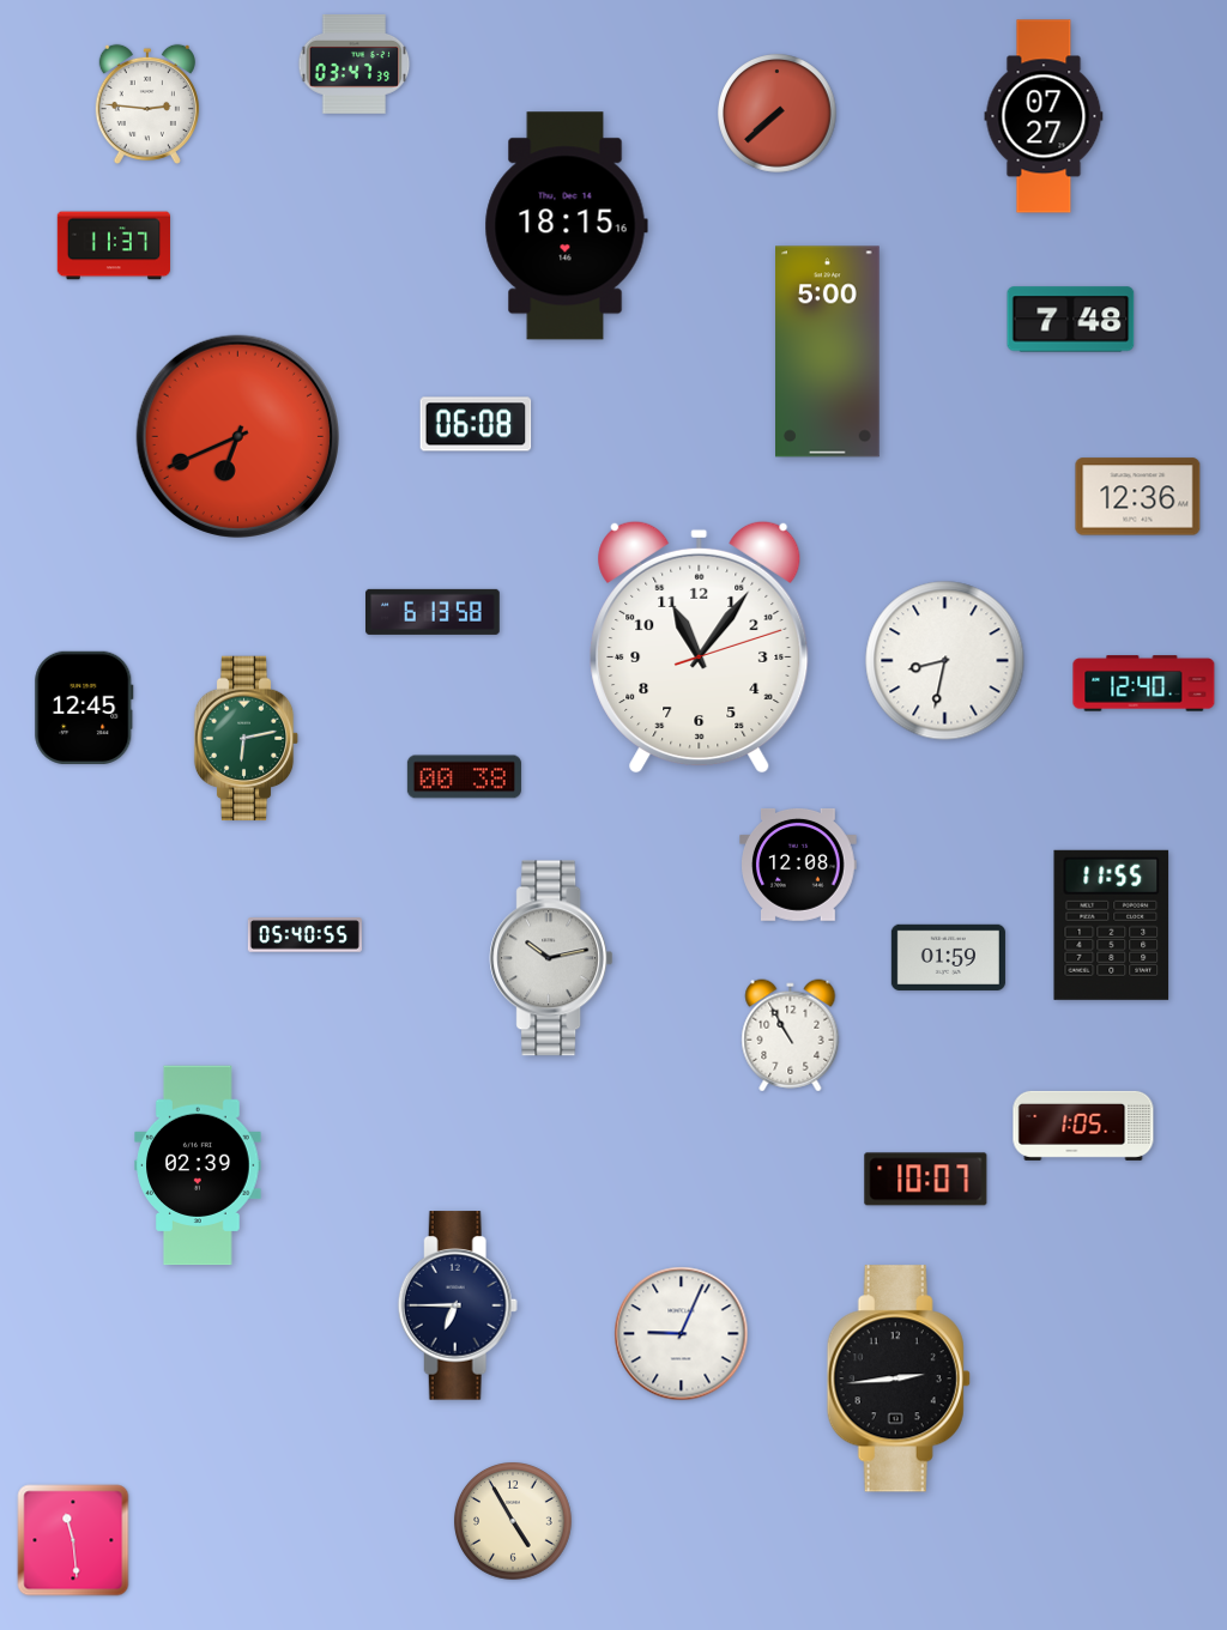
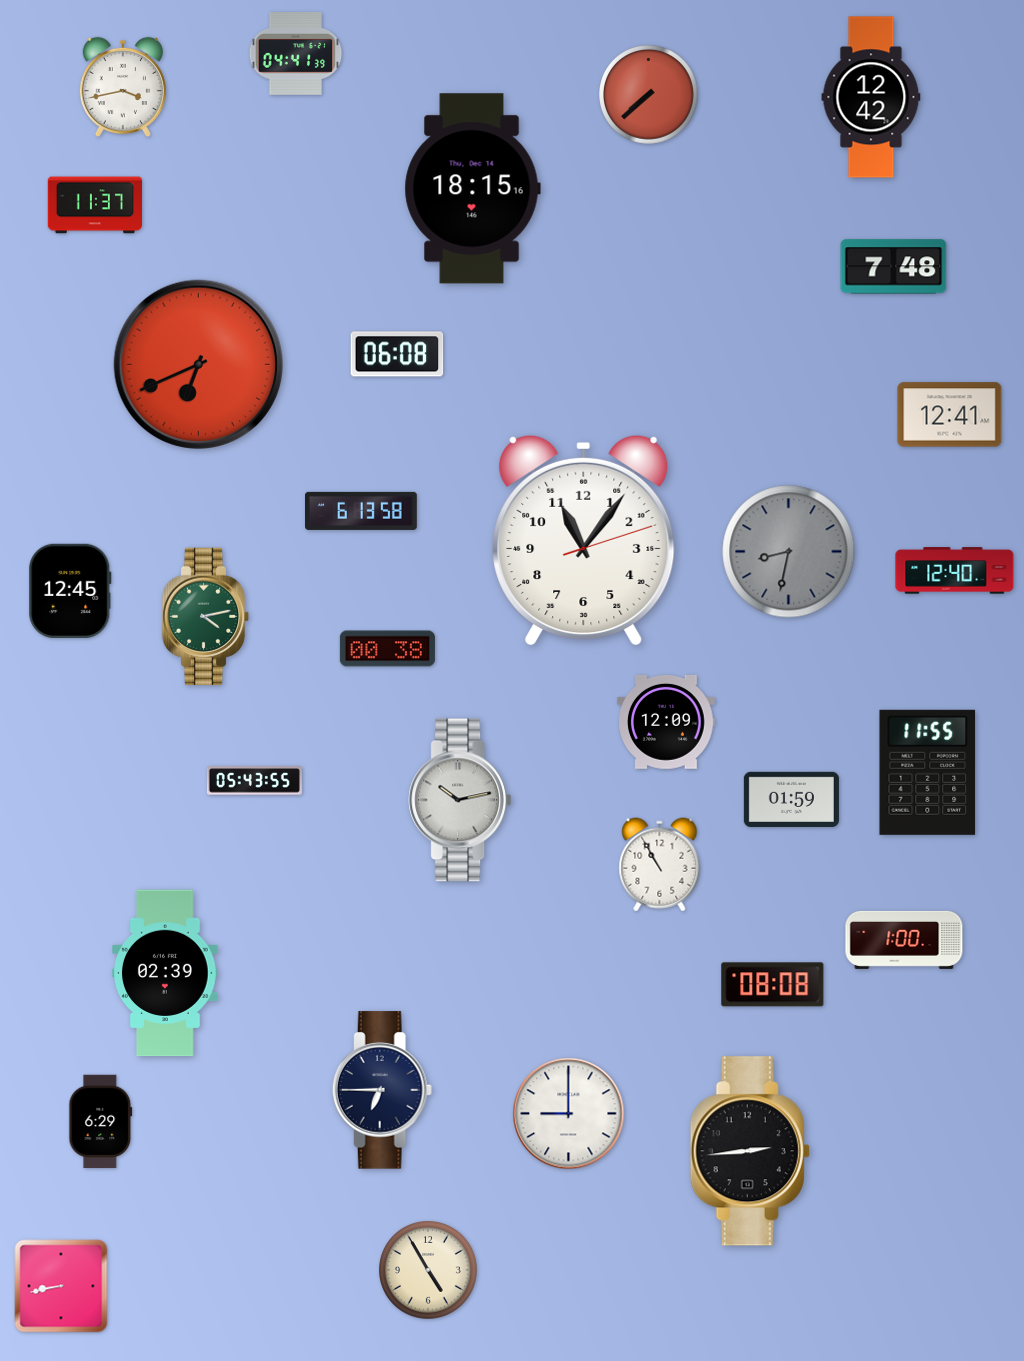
clock at (355, 65): 03:47 -> 04:41
clock at (147, 104): 2:46 -> 3:43
clock at (1044, 116): 07:27 -> 12:42
clock at (828, 352): 5:00 -> none
clock at (1138, 497): 12:36 -> 12:41
clock at (945, 661) dial: white -> grey
clock at (247, 739): 6:13 -> 4:13
clock at (798, 865): 12:08 -> 12:09
clock at (304, 935): 05:40 -> 05:43
clock at (1083, 1126): 1:05 -> 1:00
clock at (926, 1180): 10:07 -> 08:08
clock at (682, 1334): 9:04 -> 9:00
clock at (101, 1122): none -> 6:29
clock at (73, 1540): 11:29 -> 8:43
